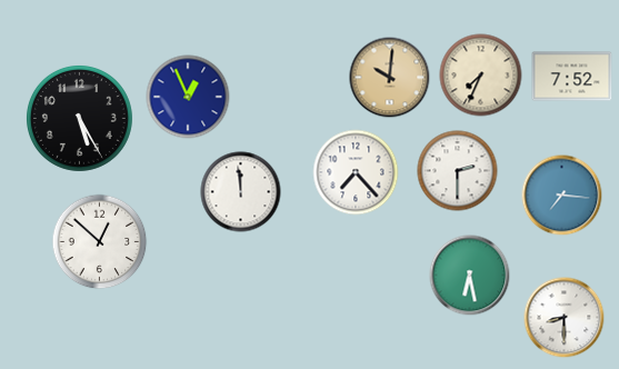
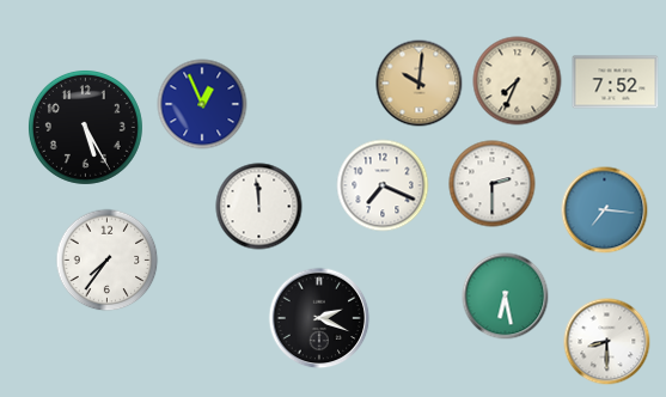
clock at (356, 172): 7:23 -> 7:19
clock at (100, 242): 12:52 -> 7:36
clock at (319, 318): none -> 2:19
